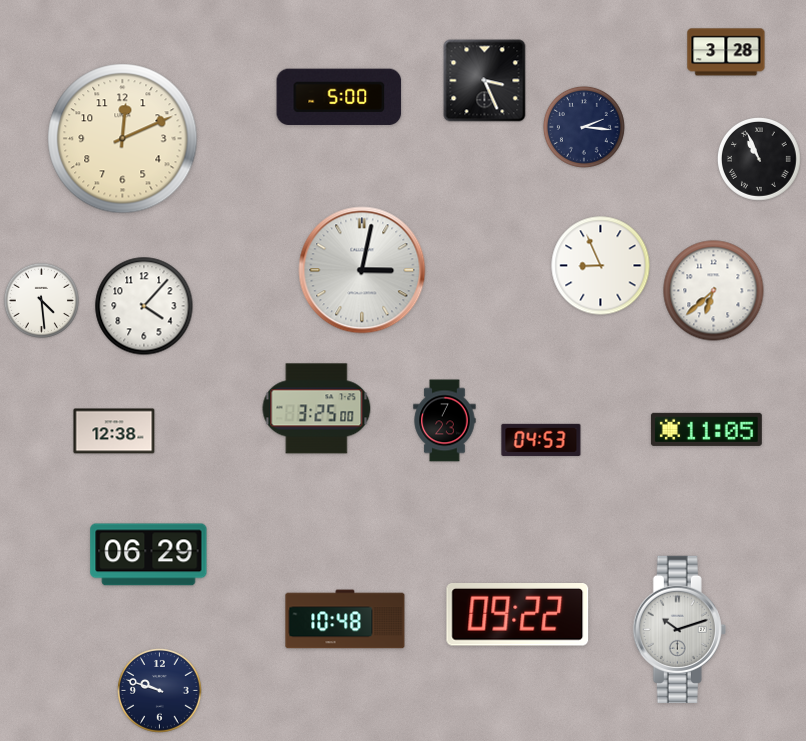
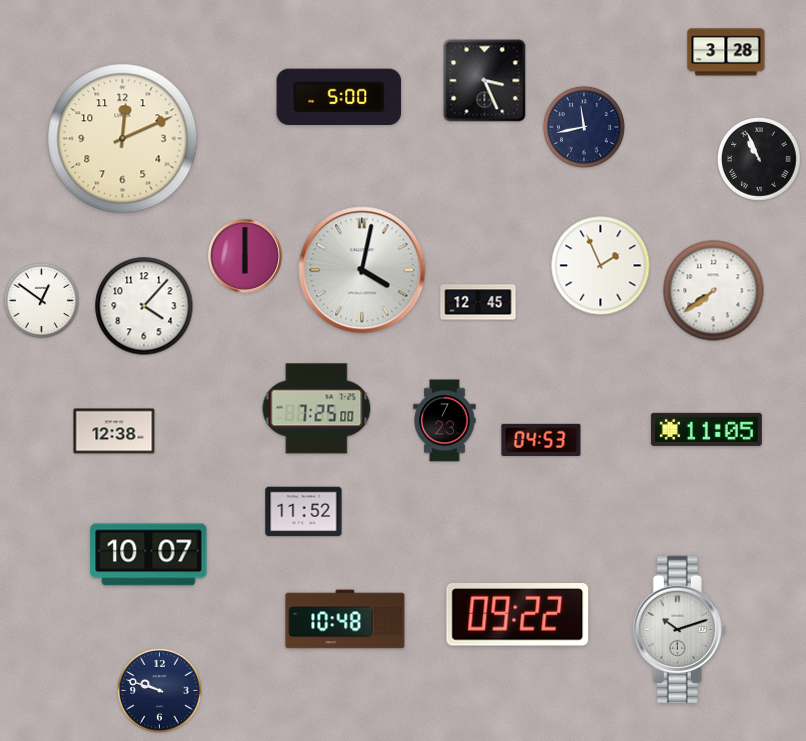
clock at (584, 127): 2:16 -> 11:43
clock at (246, 257): none -> 6:00
clock at (601, 266): 8:56 -> 1:56
clock at (362, 270): 3:02 -> 4:02
clock at (714, 291): 6:38 -> 7:39
clock at (41, 300): 4:29 -> 12:51
clock at (478, 302): none -> 12:45
clock at (317, 409): 3:25 -> 7:25
clock at (304, 512): none -> 11:52
clock at (149, 555): 06:29 -> 10:07
